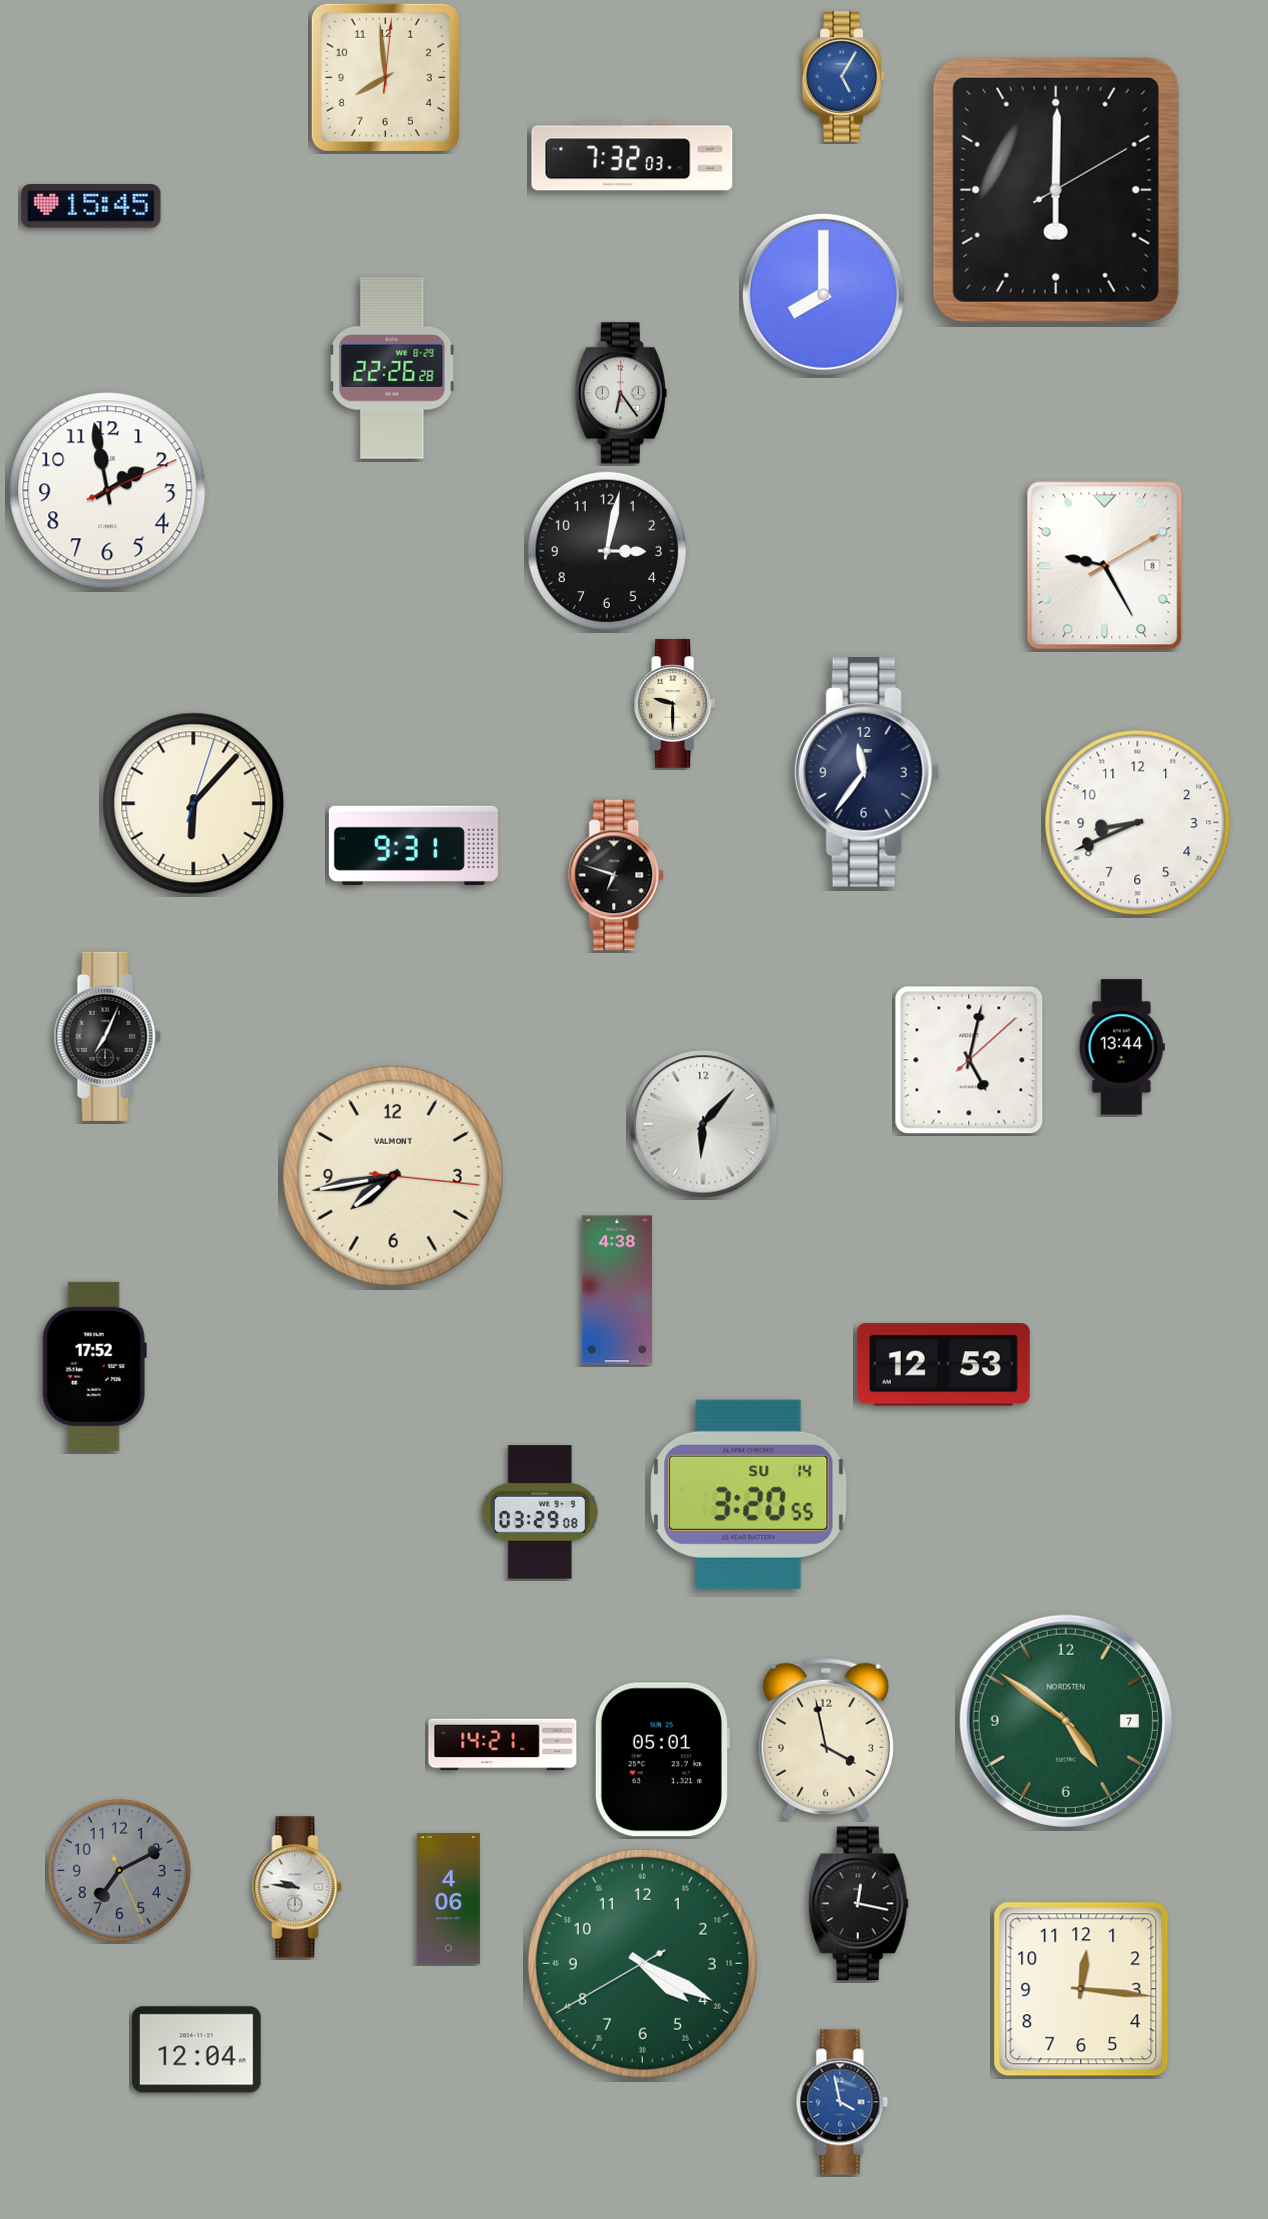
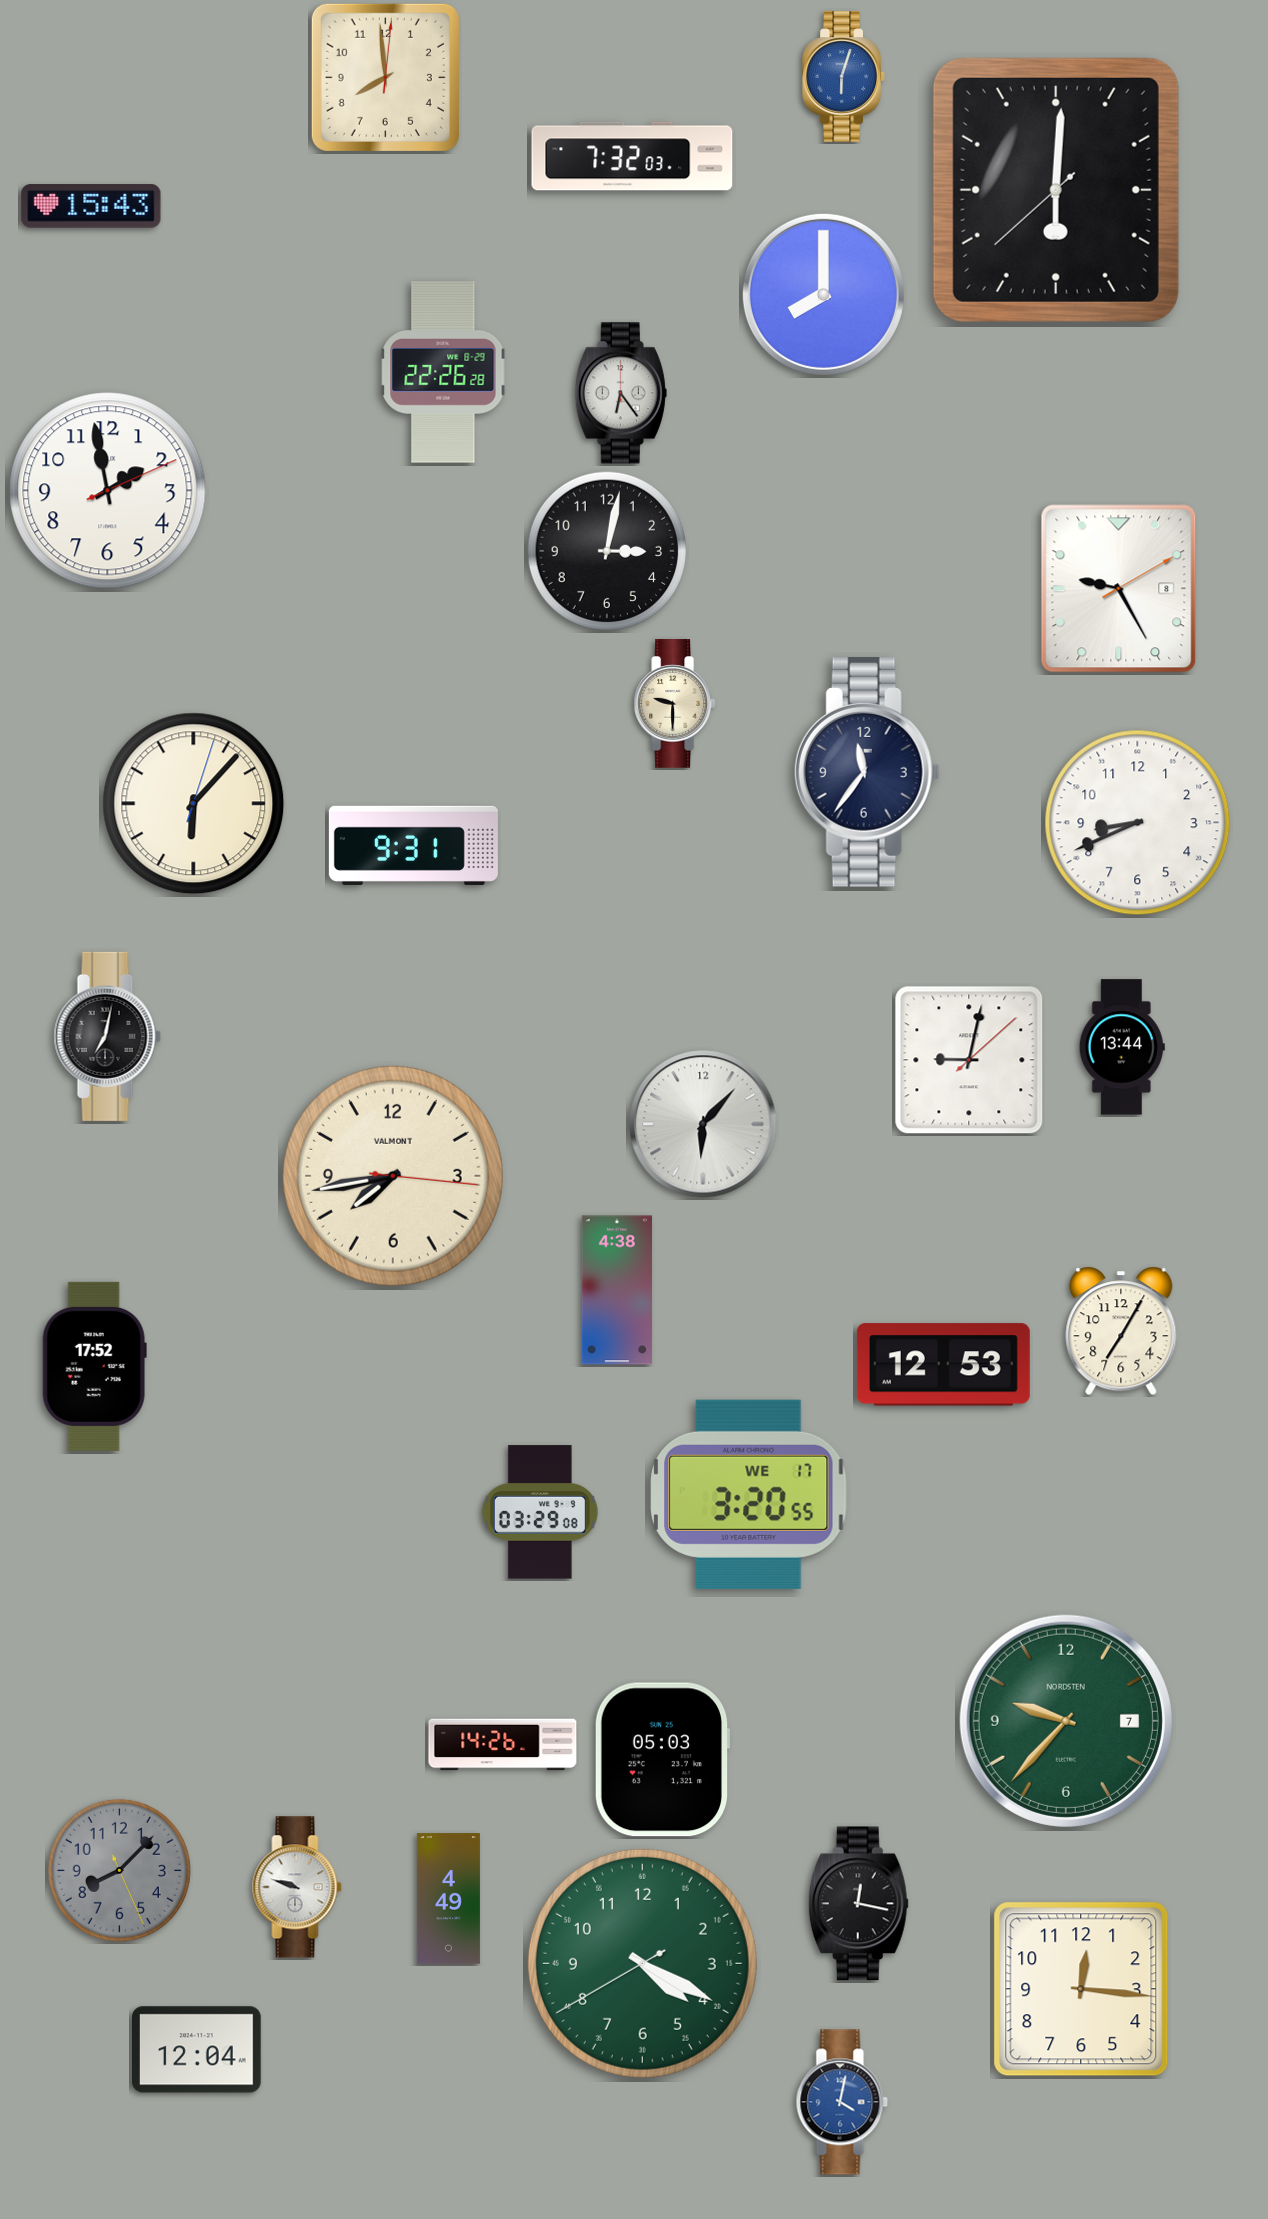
clock at (844, 77): 5:05 -> 6:03
clock at (1056, 190): 6:00:10 -> 6:00:38
clock at (91, 206): 15:45 -> 15:43
clock at (392, 368) position: (392, 368) -> (443, 372)
clock at (1105, 566) position: (1105, 566) -> (1119, 589)
clock at (617, 875): 6:48 -> none
clock at (107, 1036): 7:04 -> 7:02
clock at (969, 1060): 5:02 -> 9:02
clock at (1121, 1331): none -> 7:05
clock at (749, 1494) date: SU 14 -> WE 17
clock at (1066, 1721): 4:51 -> 9:37
clock at (826, 1739): 3:58 -> none
clock at (503, 1745): 14:21 -> 14:26
clock at (662, 1760): 05:01 -> 05:03
clock at (119, 1870): 7:10 -> 8:07
clock at (297, 1887): 9:46 -> 9:48
clock at (448, 1899): 4:06 -> 4:49
clock at (842, 2102): 3:58 -> 4:02
